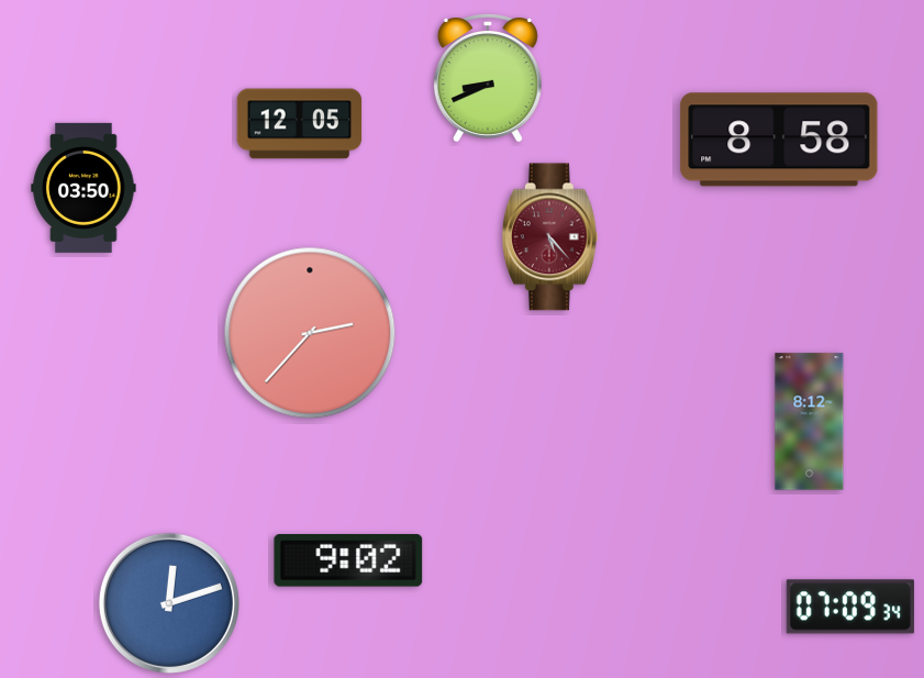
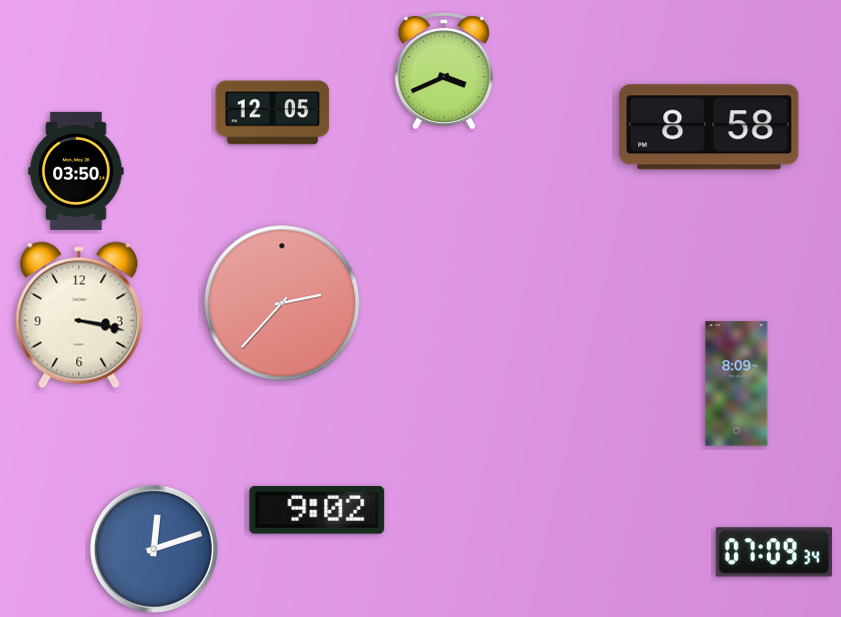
clock at (488, 78): 8:41 -> 3:41
clock at (549, 237): 5:23 -> none
clock at (79, 315): none -> 3:17
clock at (810, 422): 8:12 -> 8:09
